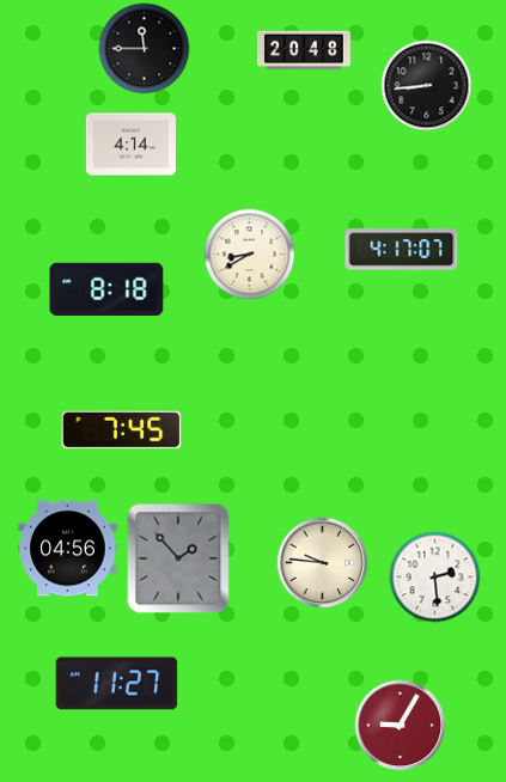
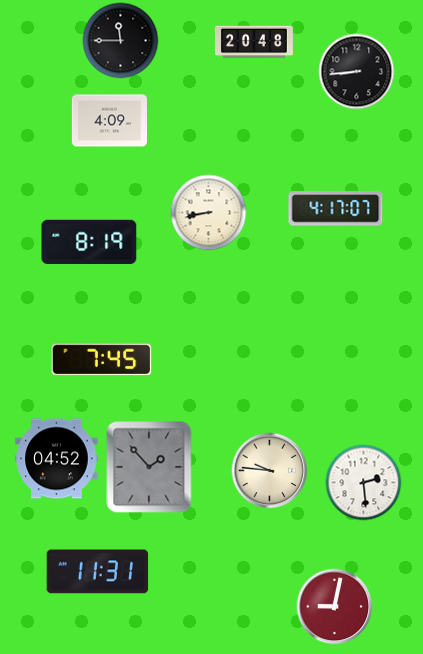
clock at (130, 145): 4:14 -> 4:09
clock at (250, 255): 8:40 -> 8:43
clock at (106, 289): 8:18 -> 8:19
clock at (68, 549): 04:56 -> 04:52
clock at (117, 684): 11:27 -> 11:31
clock at (401, 726): 9:05 -> 9:02
